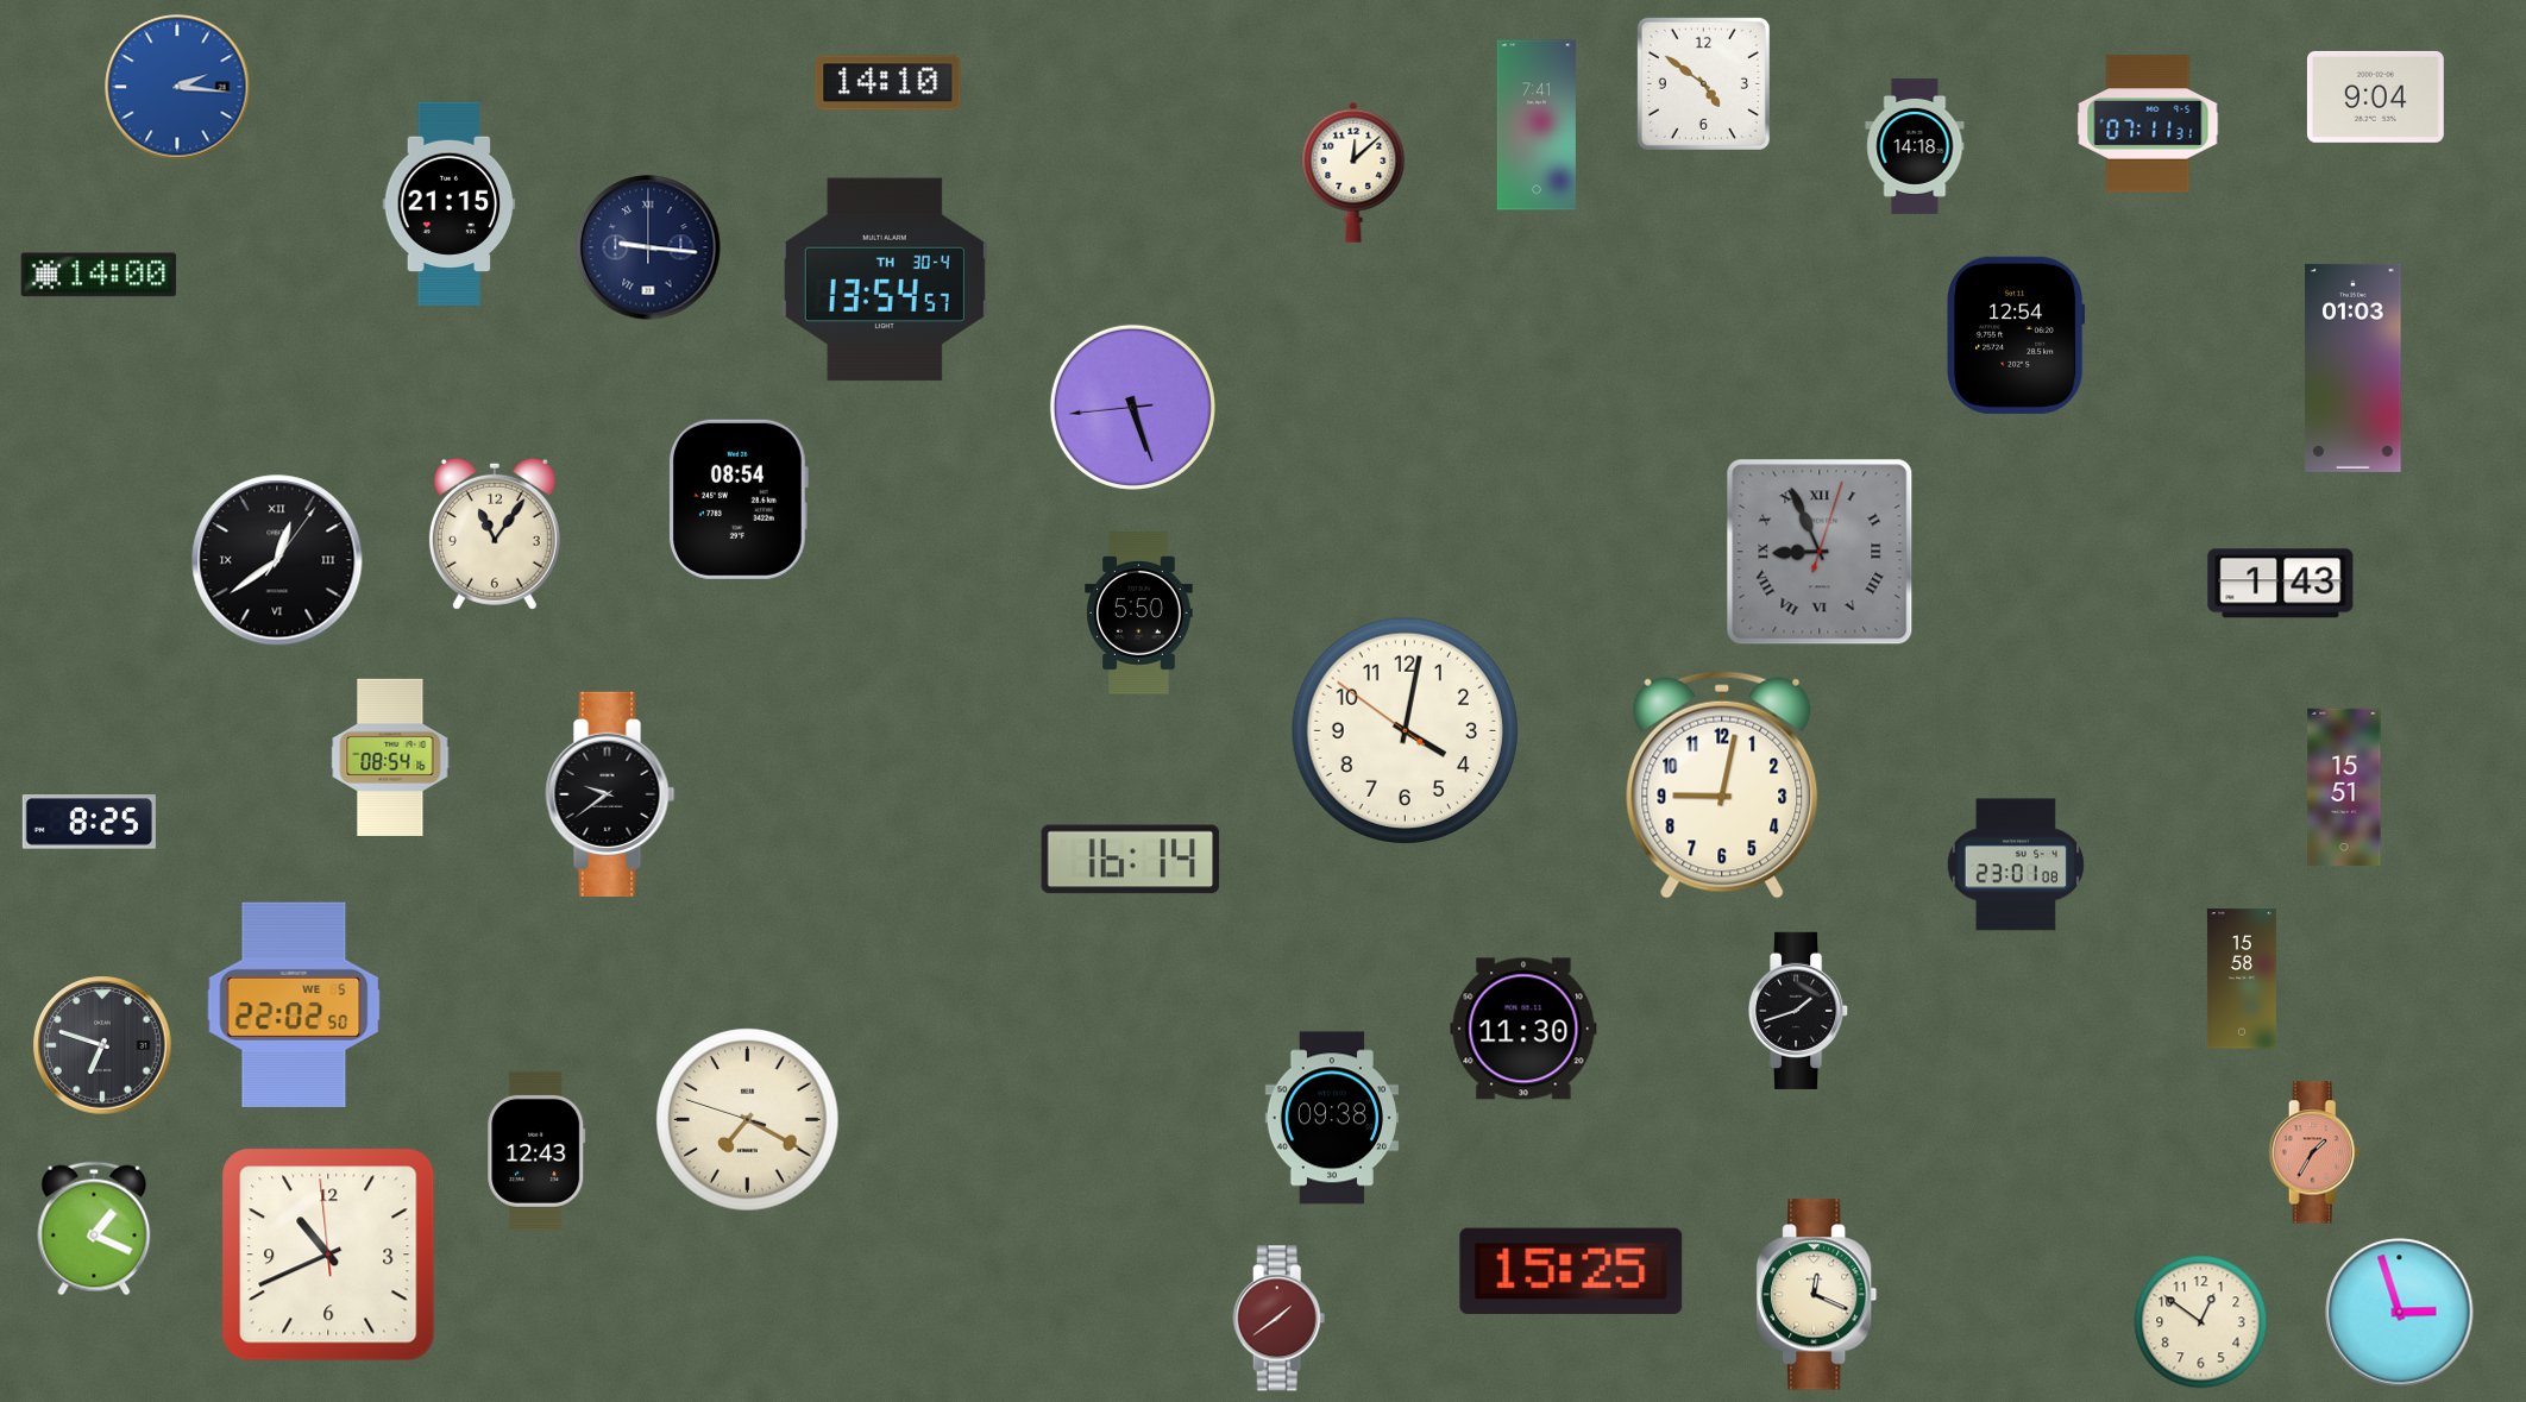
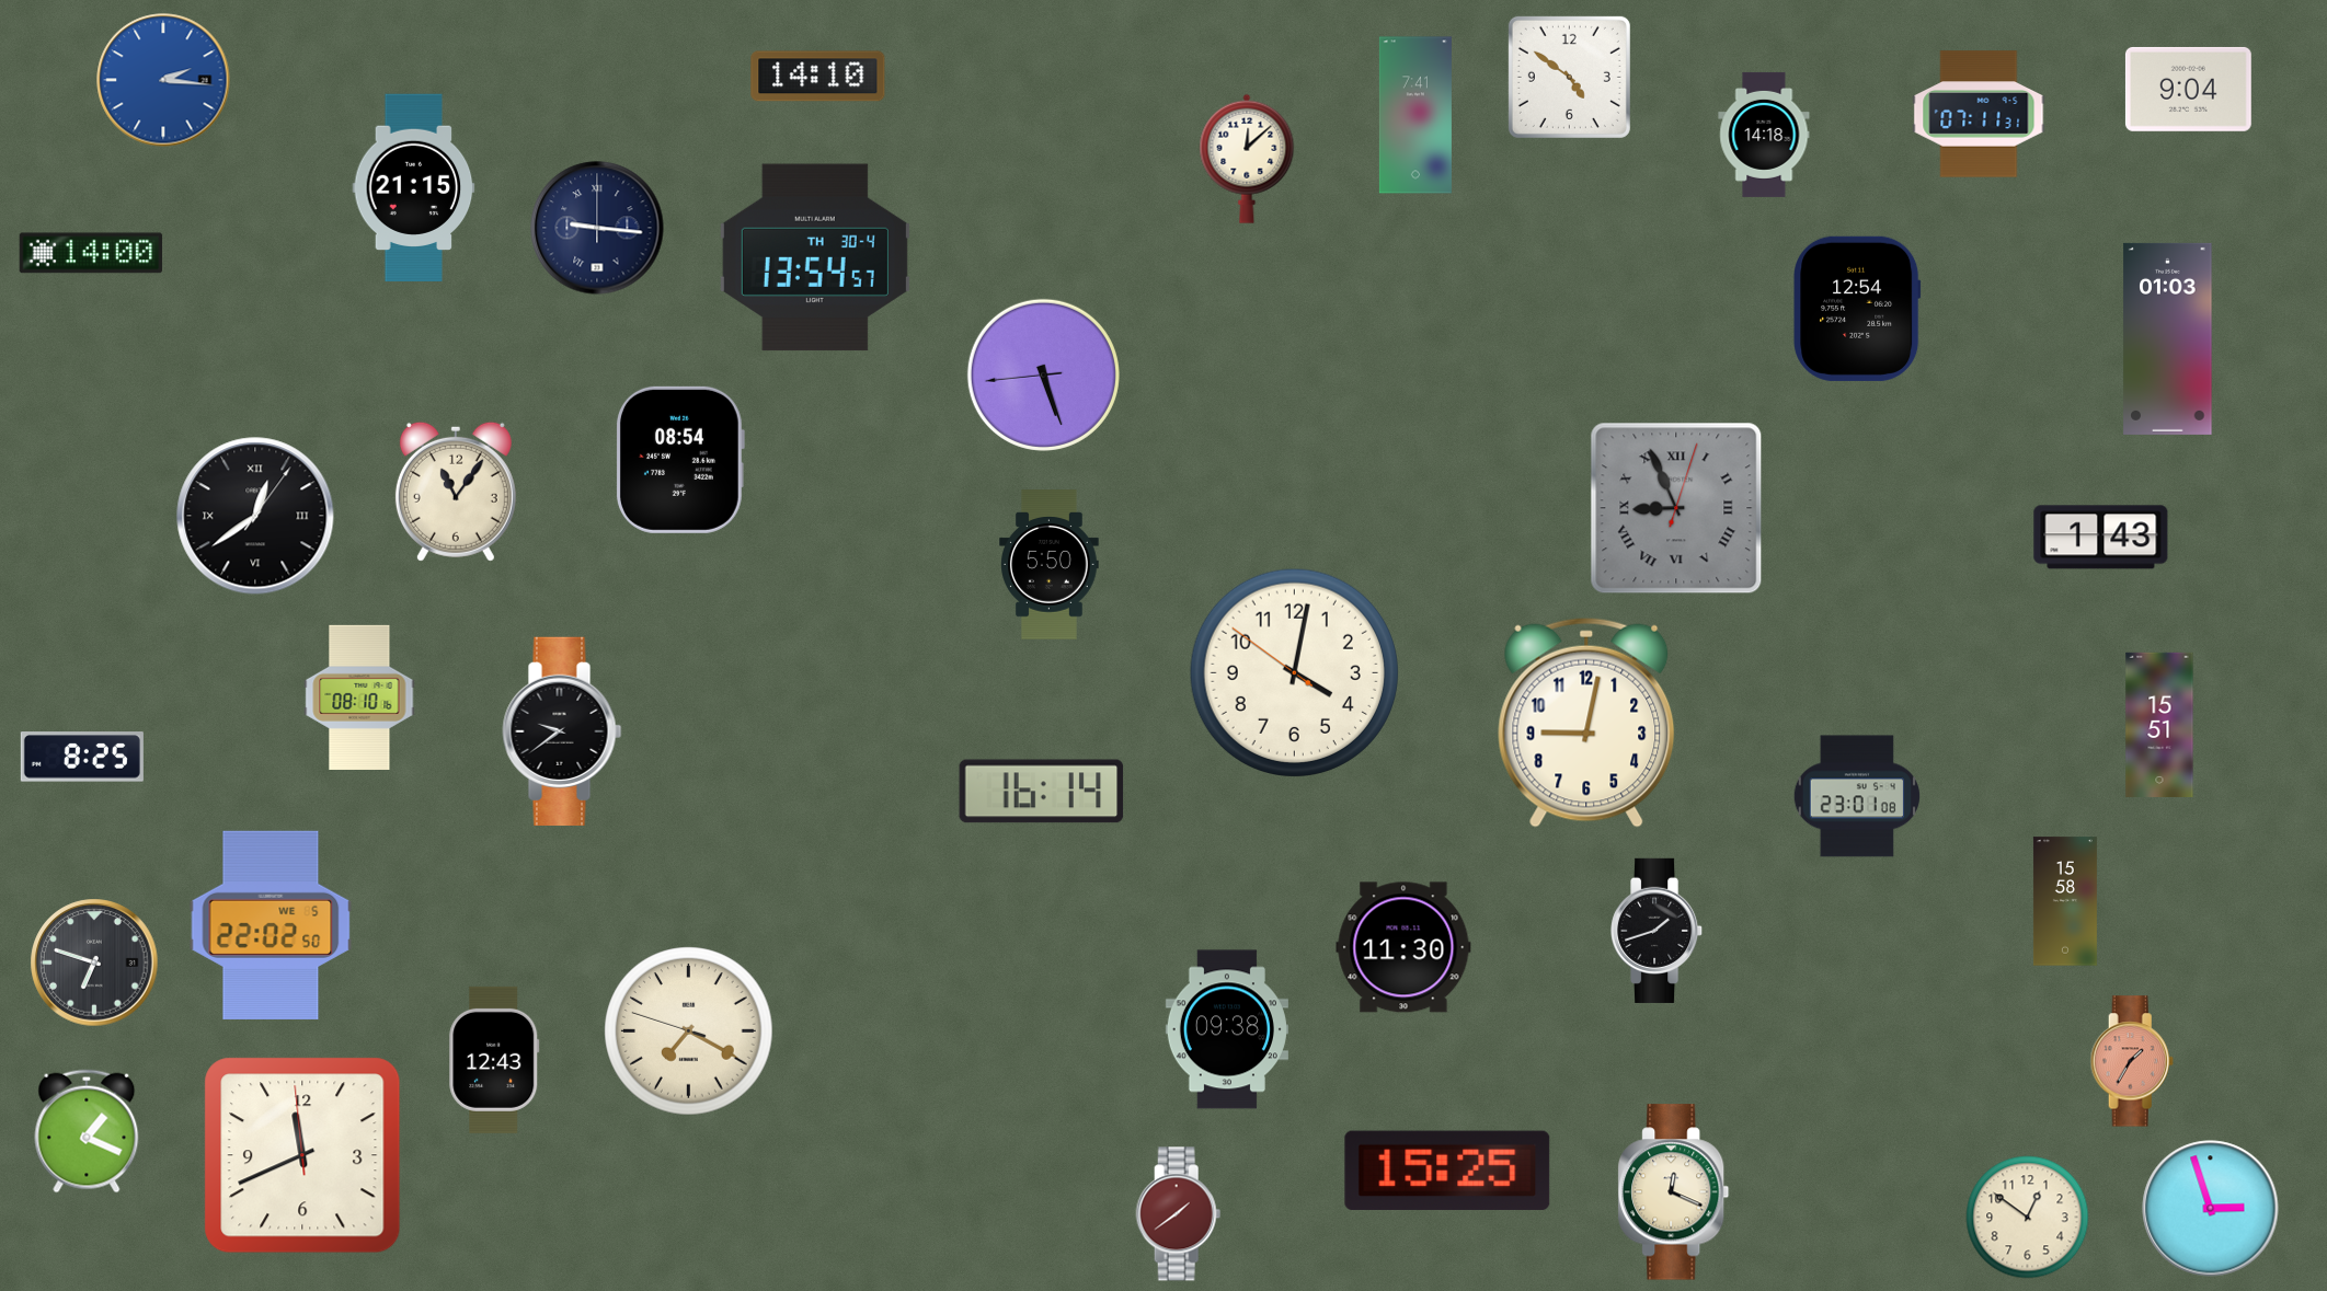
clock at (390, 757): 08:54 -> 08:10
clock at (328, 1255): 10:40 -> 11:40
